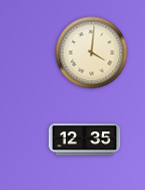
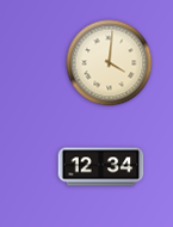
clock at (85, 140): 12:35 -> 12:34
